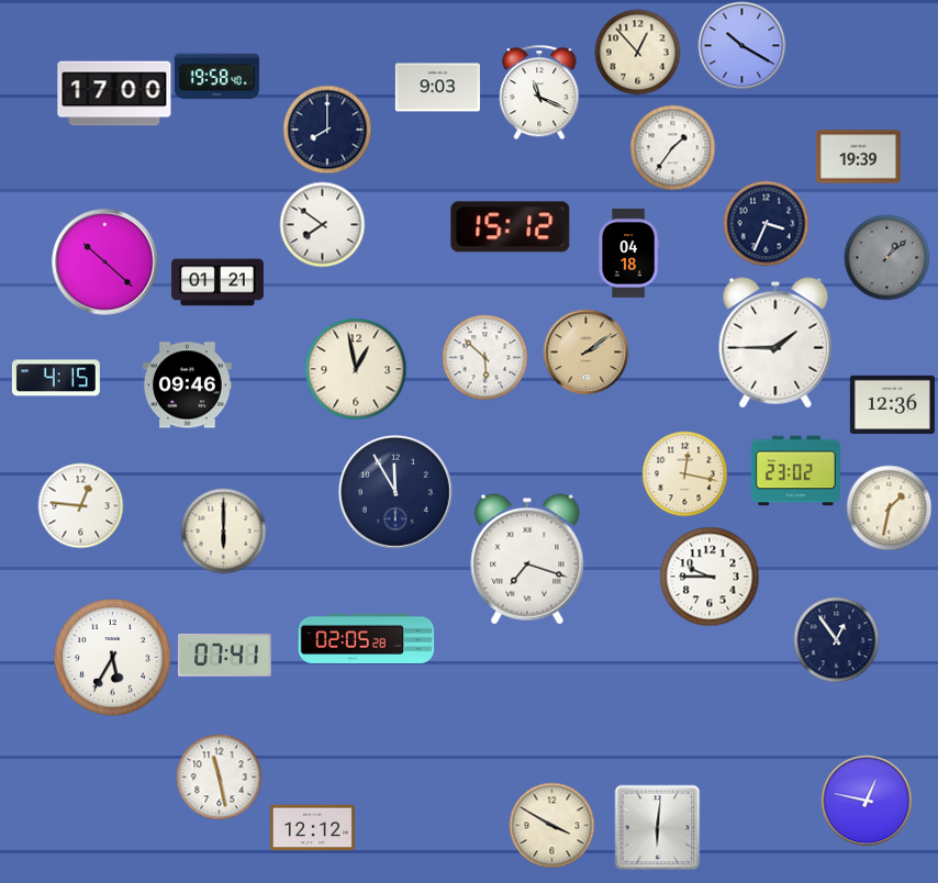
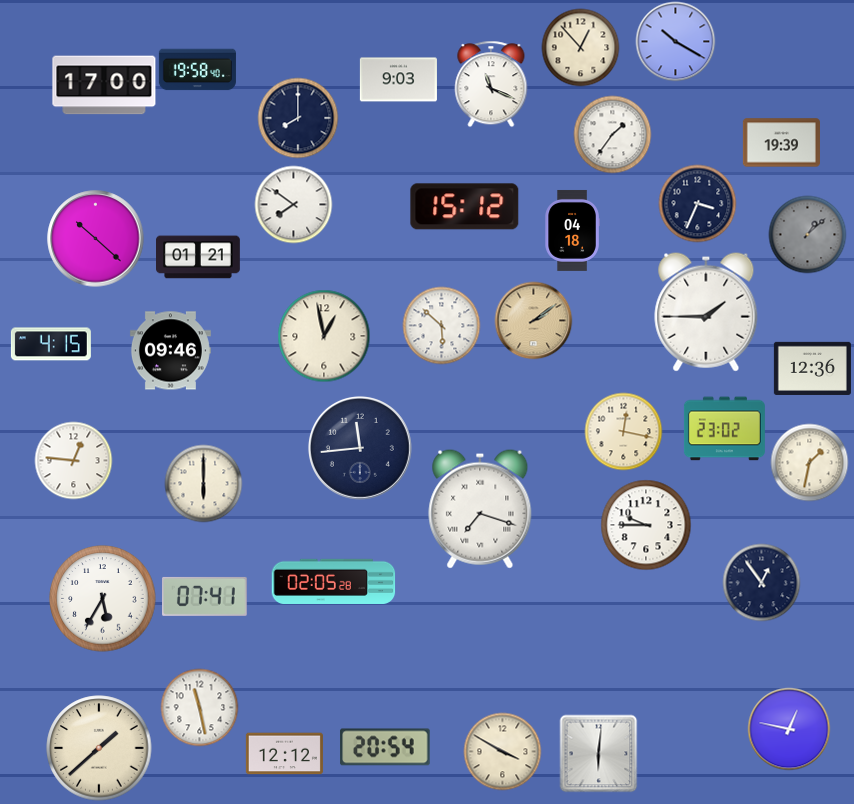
clock at (395, 492): 11:55 -> 11:44
clock at (385, 747): none -> 20:54
clock at (99, 748): none -> 1:38
